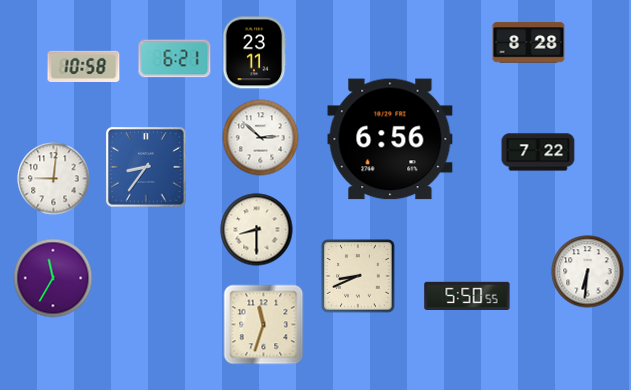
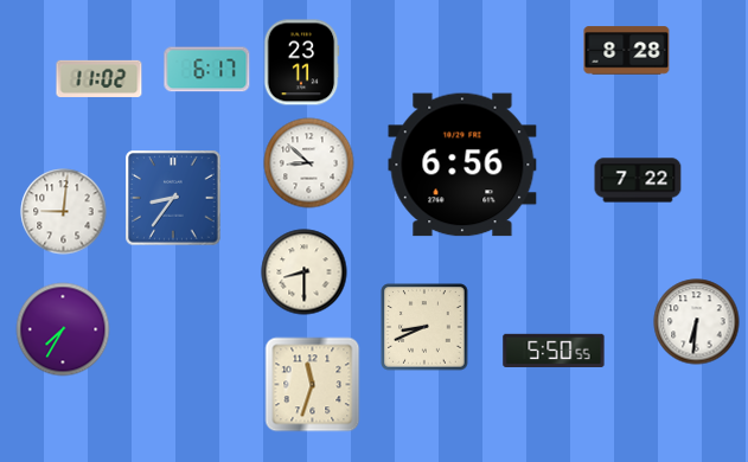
clock at (175, 59): 6:21 -> 6:17
clock at (84, 66): 10:58 -> 11:02
clock at (261, 138): 2:52 -> 8:52
clock at (53, 278): 11:35 -> 7:35
